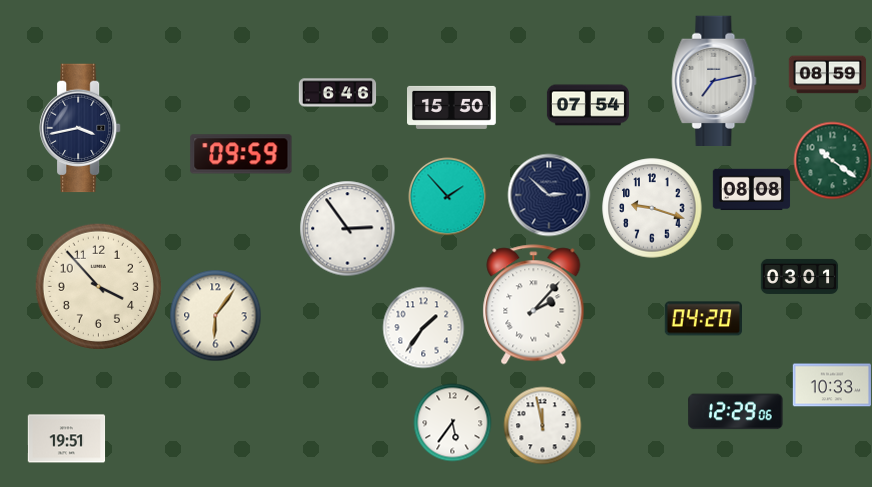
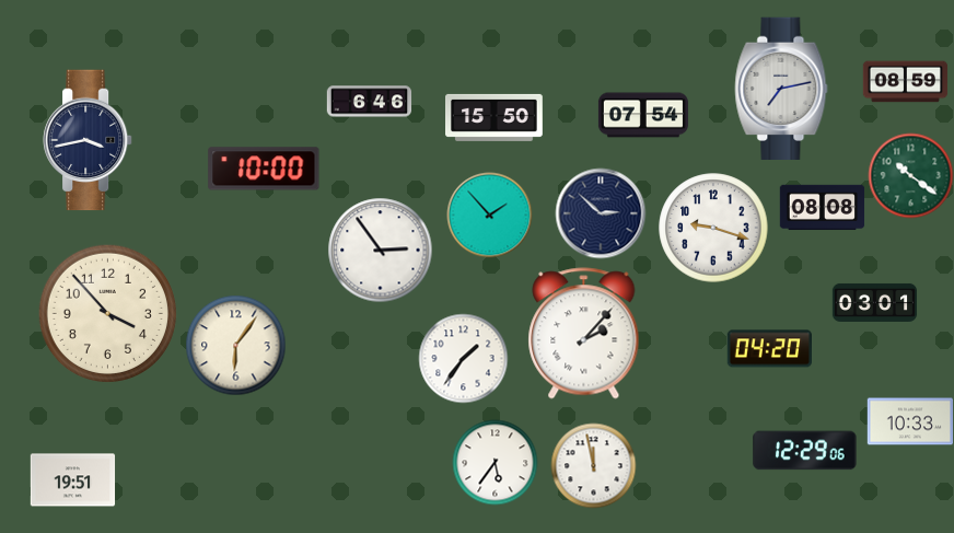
clock at (241, 154): 09:59 -> 10:00
